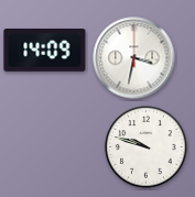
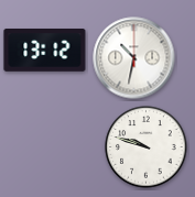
clock at (45, 51): 14:09 -> 13:12
clock at (134, 58): 3:32 -> 10:32
